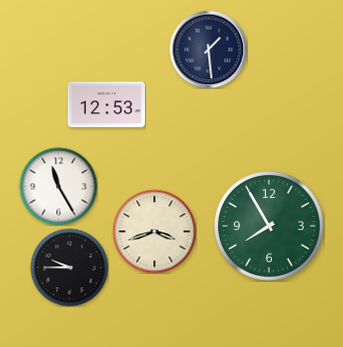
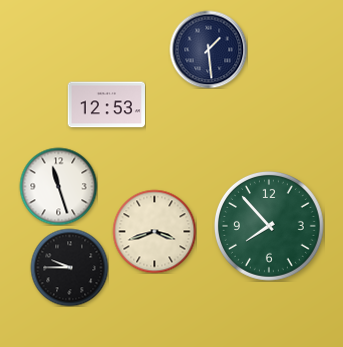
clock at (58, 186): 11:25 -> 11:27
clock at (269, 226): 7:55 -> 7:53
